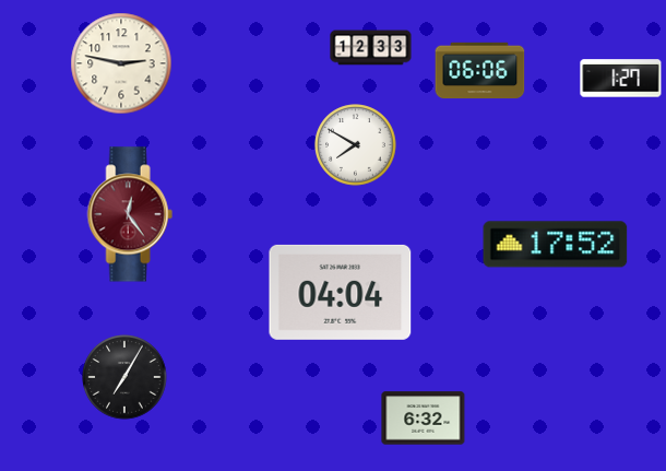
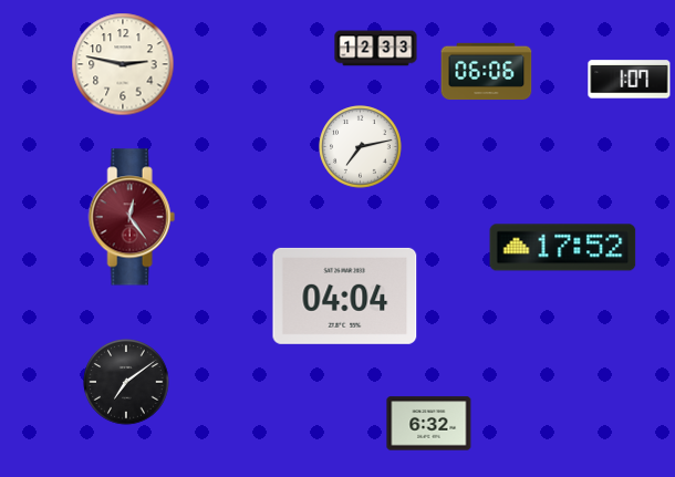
clock at (621, 79): 1:27 -> 1:07
clock at (356, 145): 7:50 -> 7:13
clock at (124, 377): 7:05 -> 7:09
